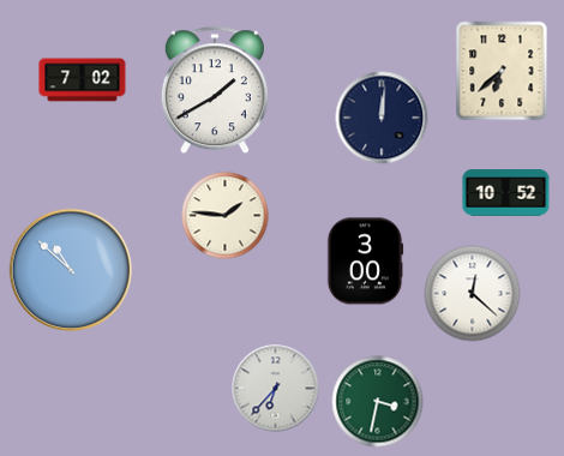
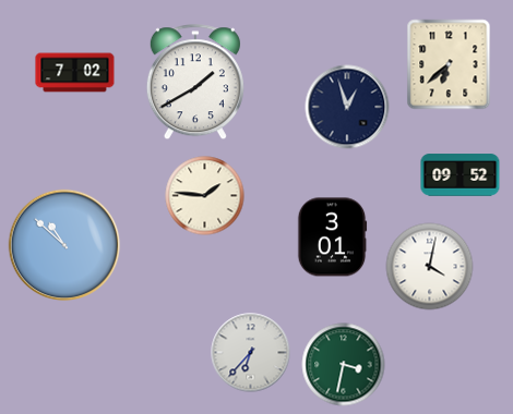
clock at (502, 71) position: (502, 71) -> (449, 64)
clock at (382, 118): 12:01 -> 12:57
clock at (506, 193): 10:52 -> 09:52
clock at (365, 262): 3:00 -> 3:01
clock at (473, 294): 12:22 -> 4:02
